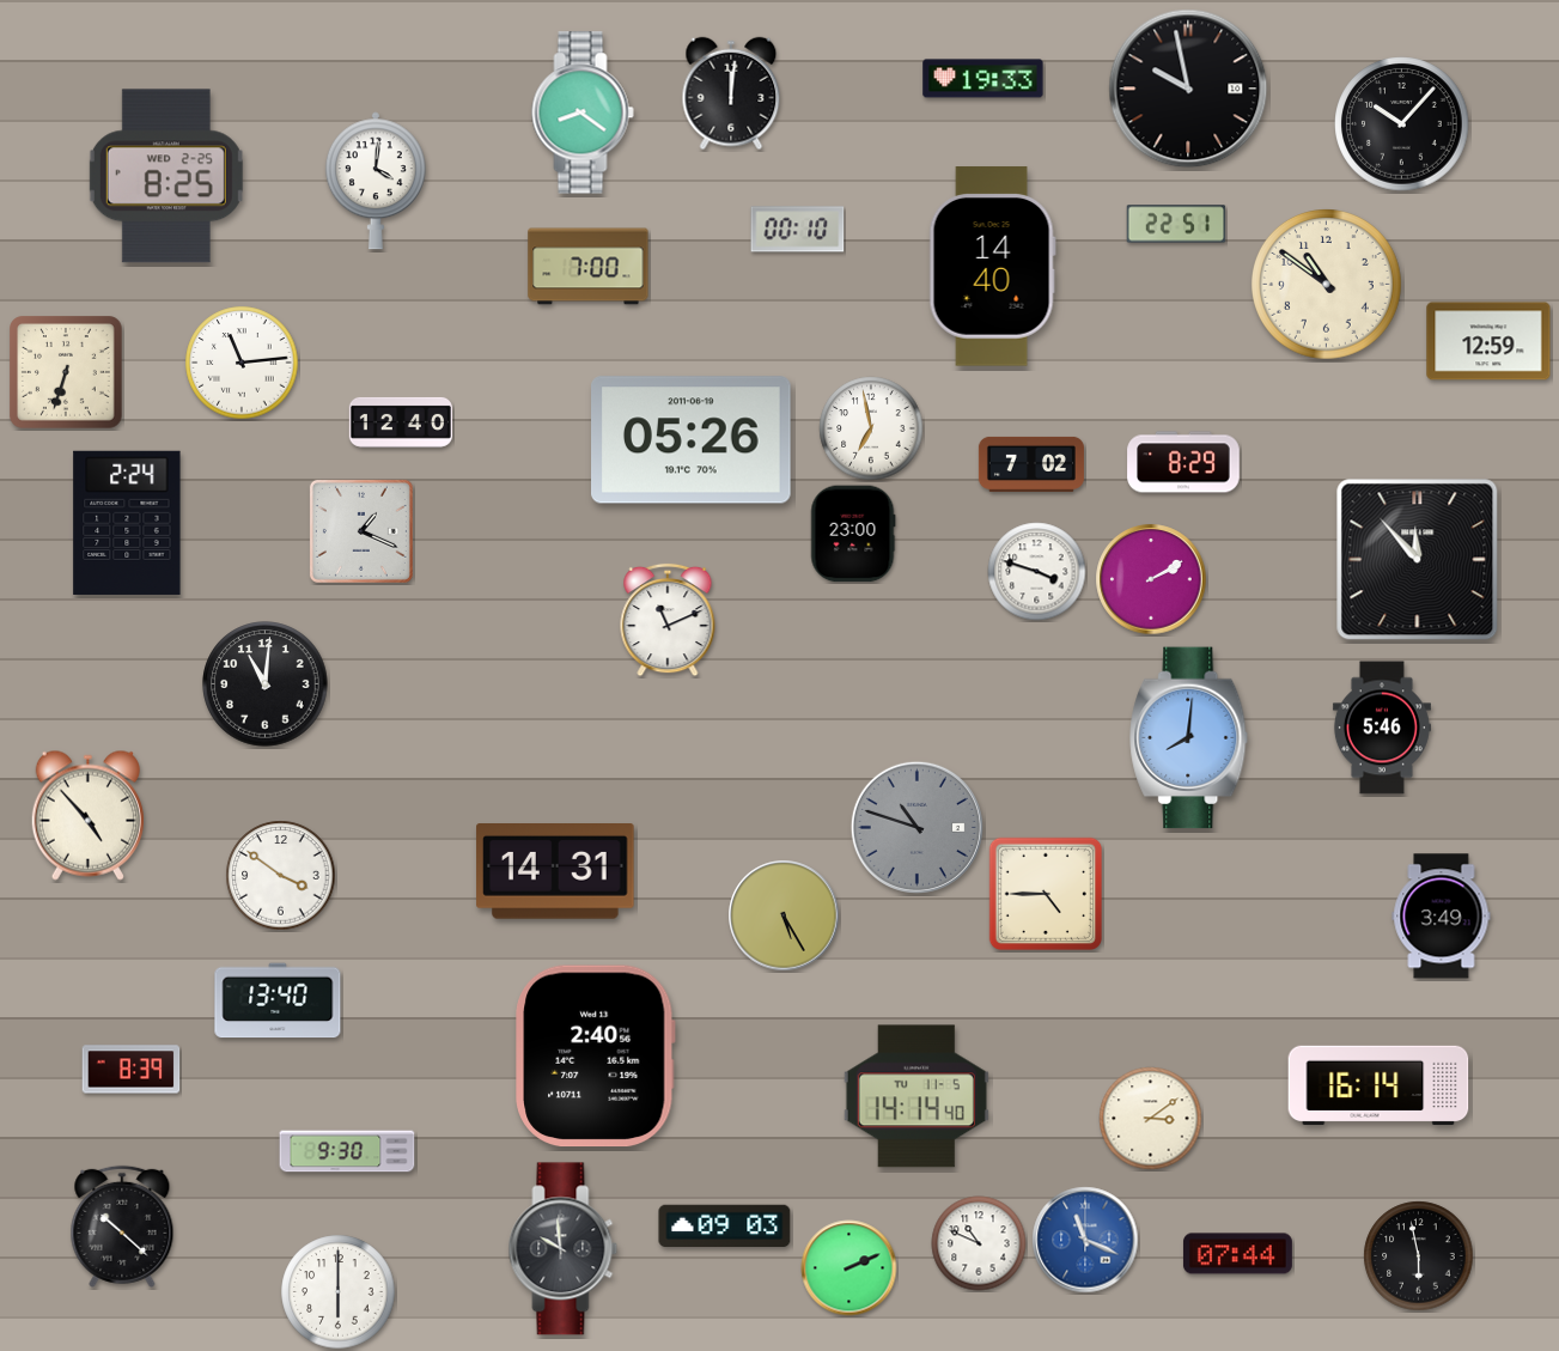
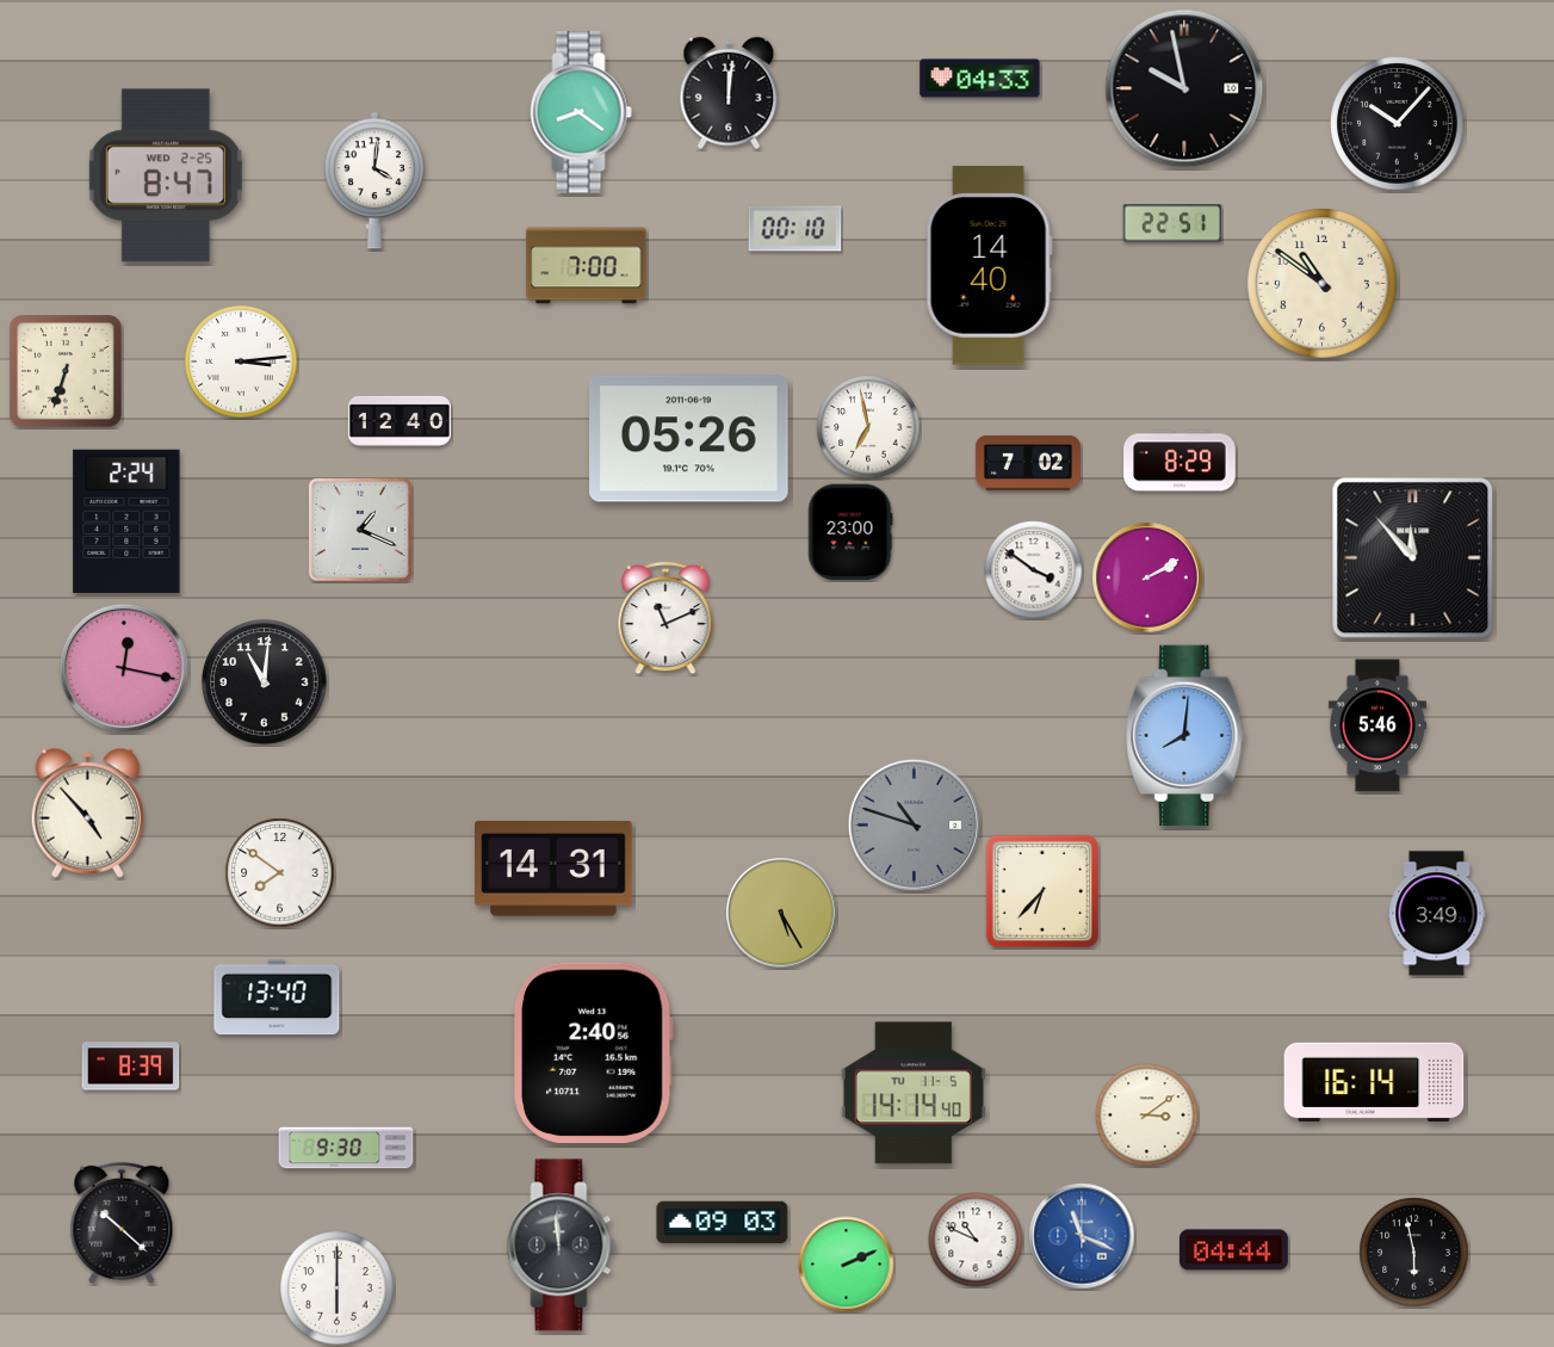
clock at (983, 79): 19:33 -> 04:33
clock at (166, 176): 8:25 -> 8:47
clock at (1488, 341): 12:59 -> none
clock at (242, 363): 11:14 -> 3:14
clock at (1037, 572): 3:48 -> 3:51
clock at (124, 668): none -> 12:17
clock at (281, 876): 3:51 -> 7:51
clock at (1045, 893): 4:45 -> 6:37
clock at (564, 1249): 9:59 -> 11:59
clock at (1237, 1254): 07:44 -> 04:44
